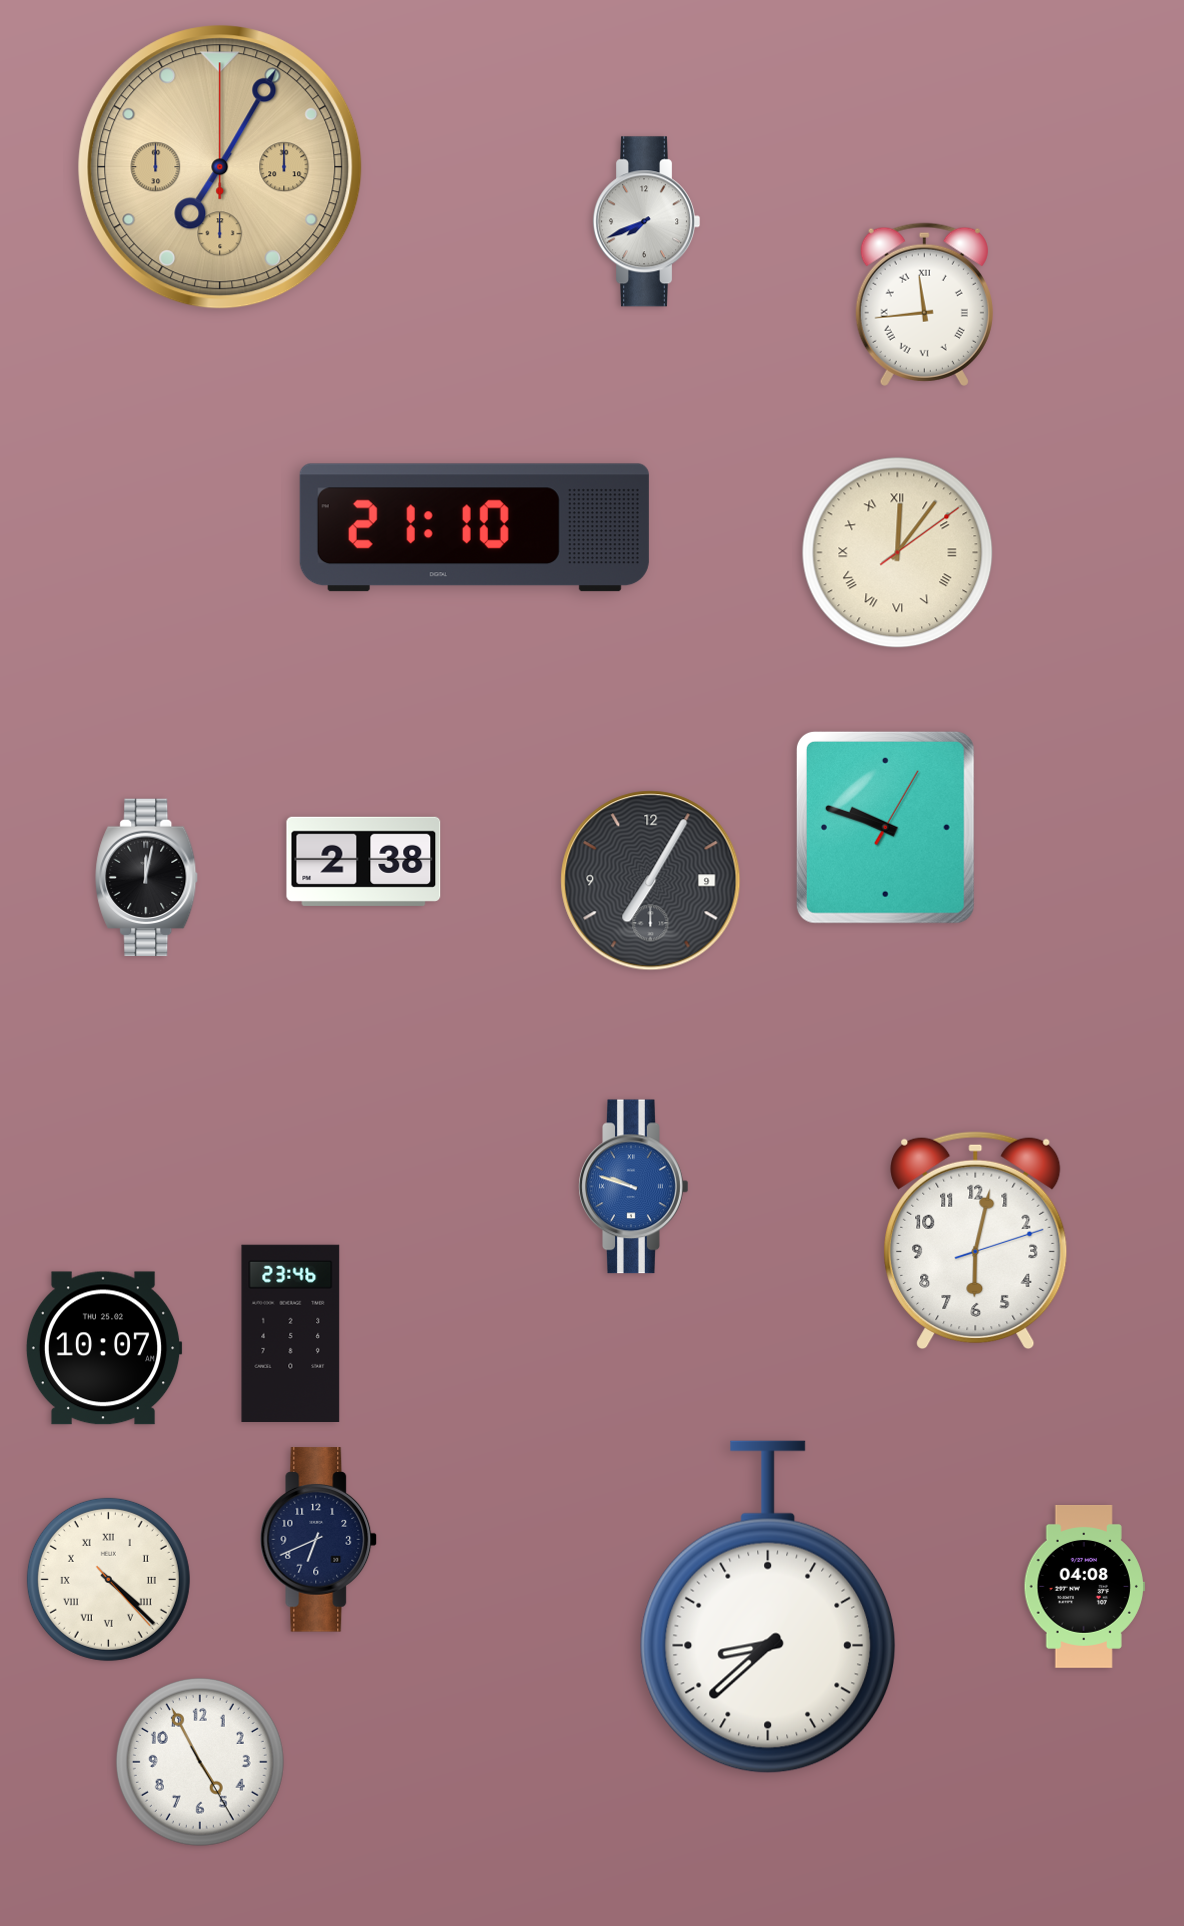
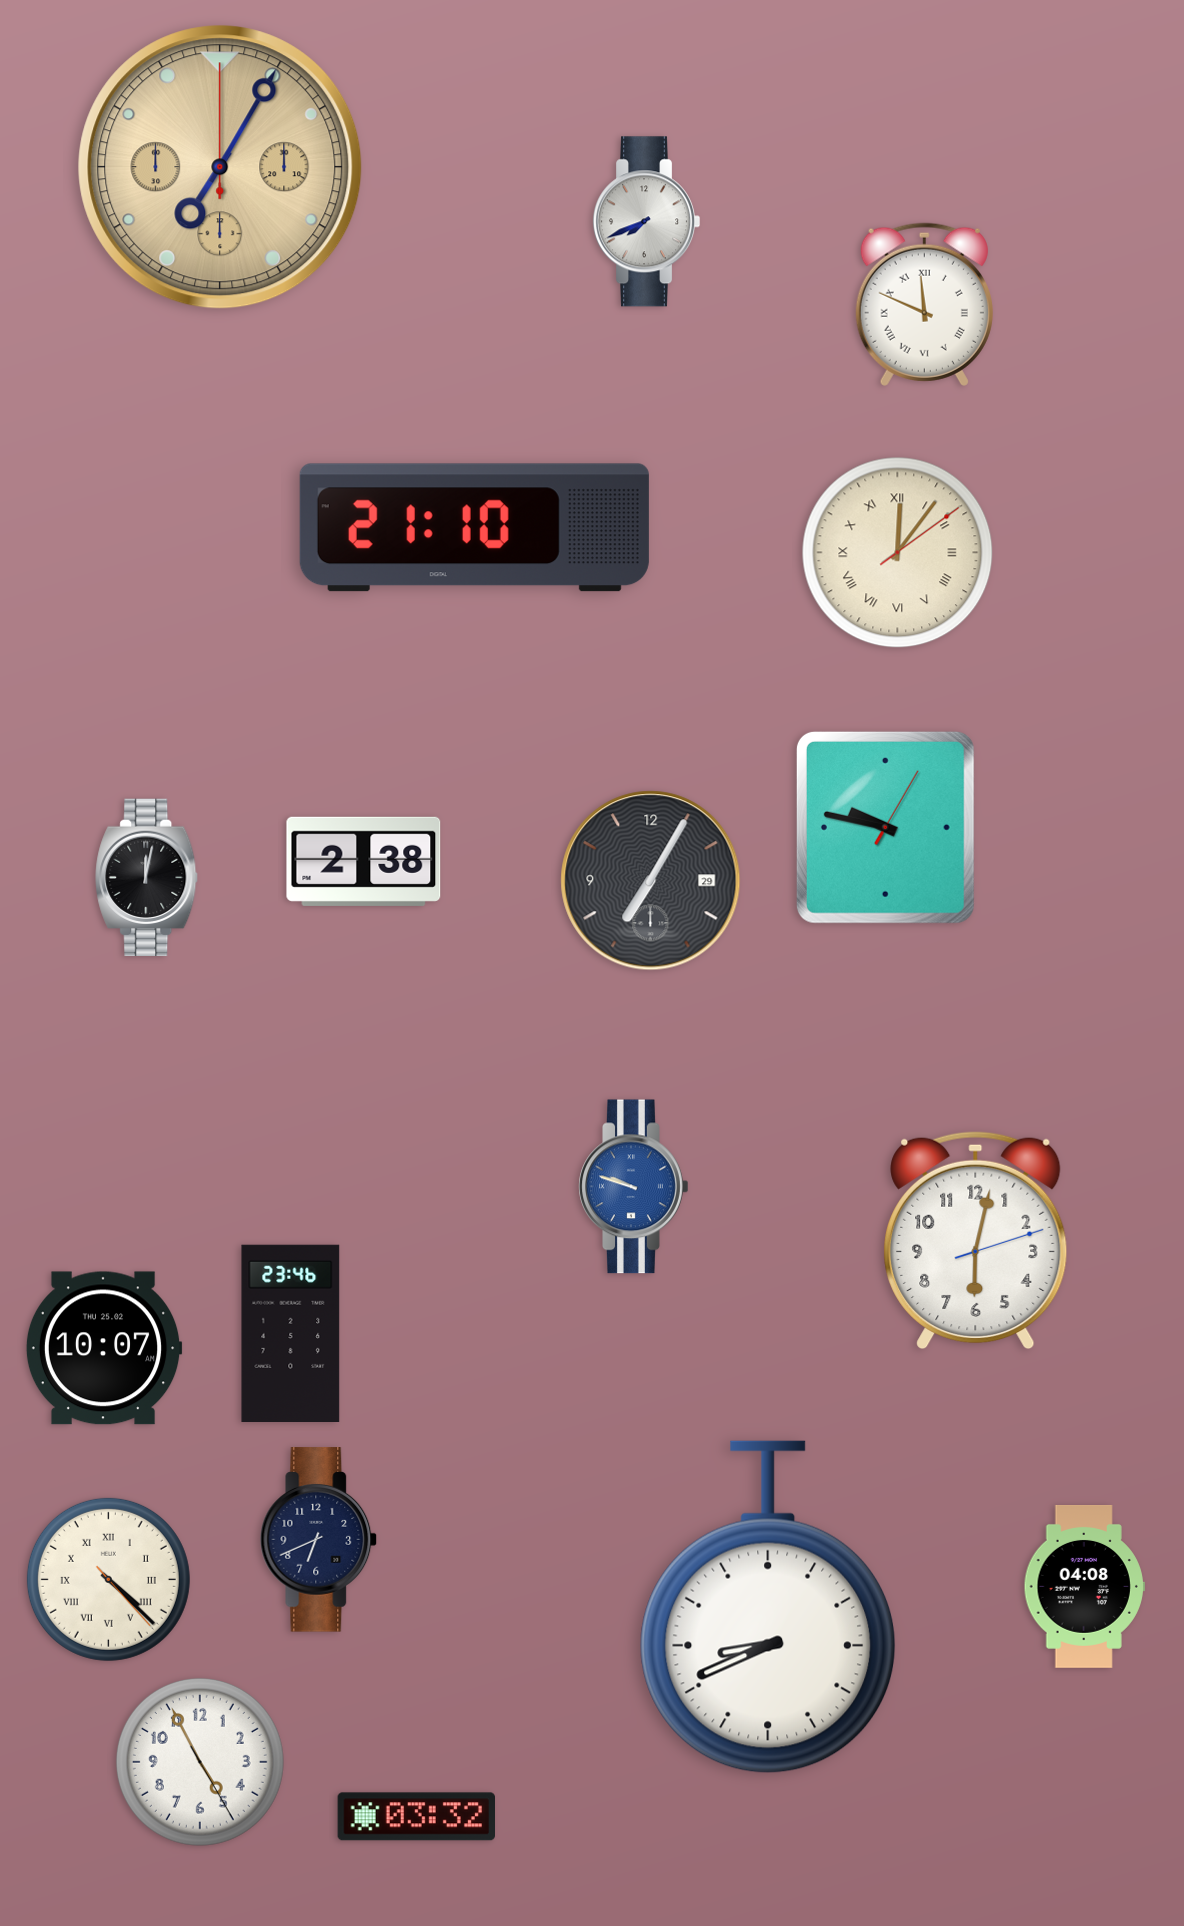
clock at (924, 304): 11:44 -> 11:49
clock at (885, 827): 9:48 -> 9:47
clock at (651, 881) date: 9 -> 29
clock at (767, 1607): 8:38 -> 8:41
clock at (416, 1817): none -> 03:32
